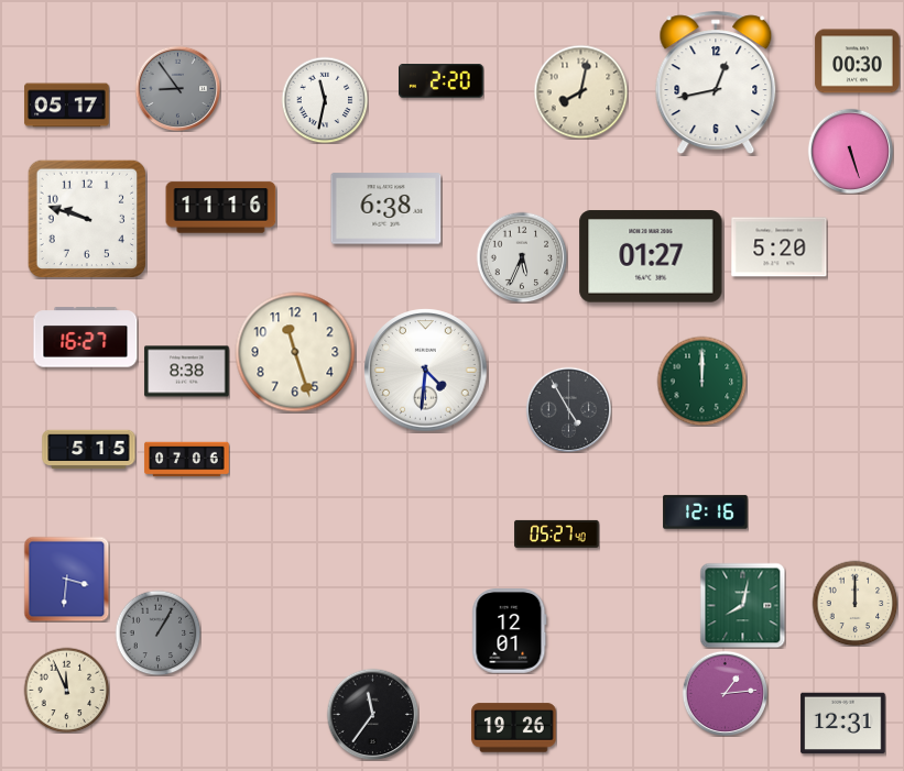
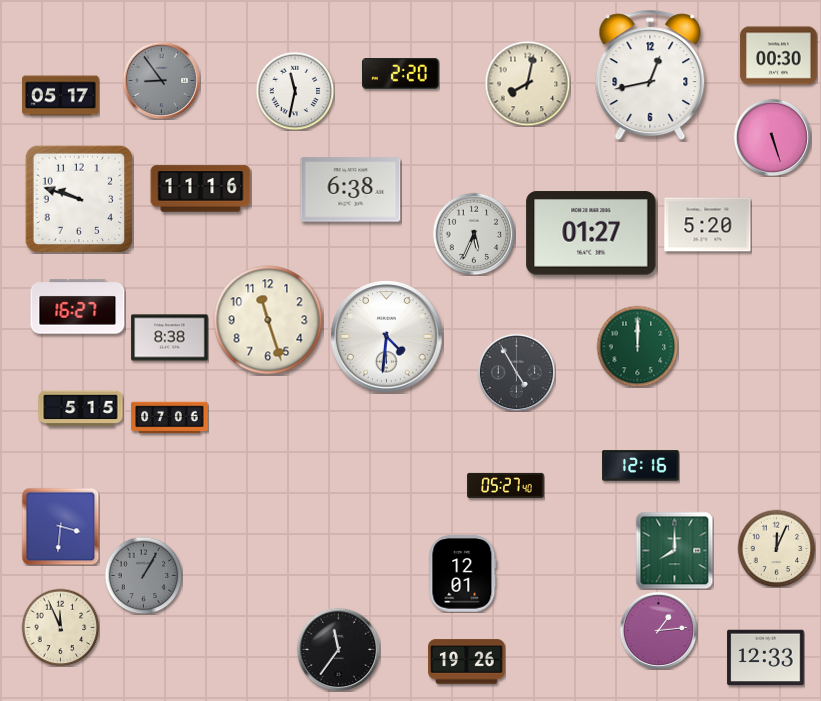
clock at (854, 603): 12:00 -> 12:04
clock at (742, 605): 8:02 -> 8:00
clock at (843, 724): 12:31 -> 12:33
